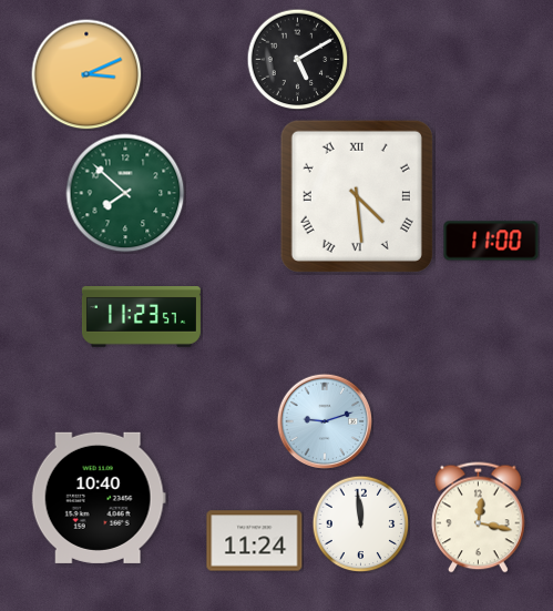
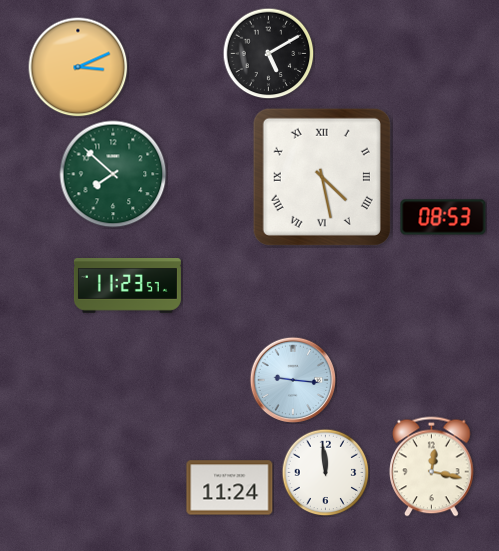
clock at (357, 196): 4:29 -> 4:28
clock at (491, 241): 11:00 -> 08:53
clock at (324, 420): 9:12 -> 9:16
clock at (99, 498): 10:40 -> none
